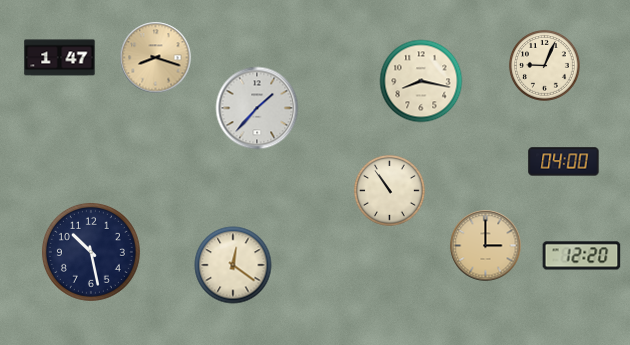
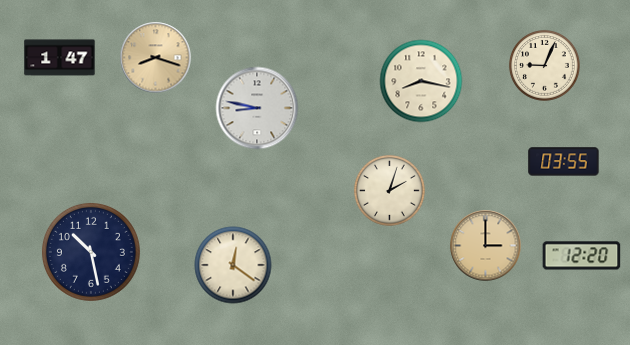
clock at (257, 108): 1:37 -> 8:47
clock at (564, 162): 04:00 -> 03:55
clock at (389, 190): 10:54 -> 2:03
